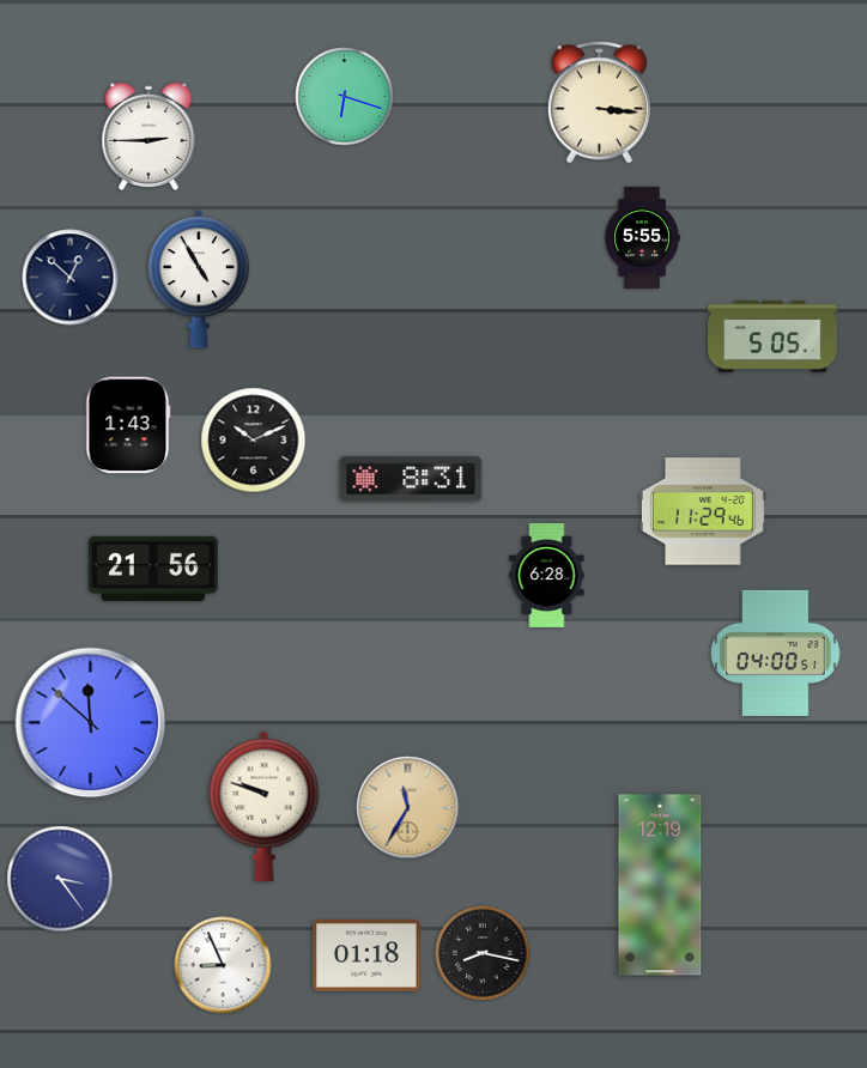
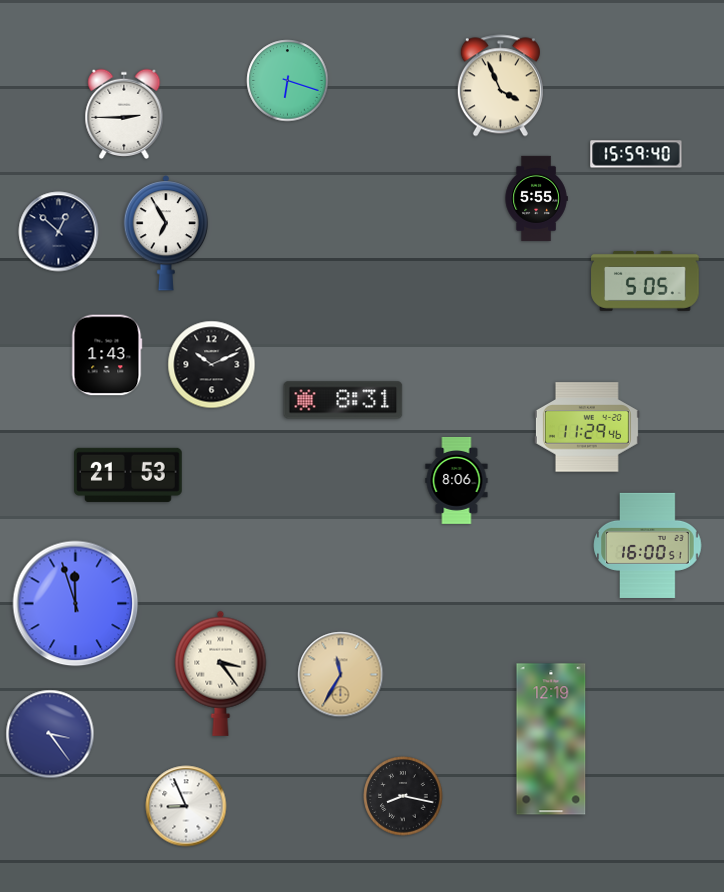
clock at (599, 103): 3:16 -> 3:56
clock at (636, 154): none -> 15:59
clock at (198, 279): 4:55 -> 6:55
clock at (254, 441) position: (254, 441) -> (212, 365)
clock at (153, 569): 21:56 -> 21:53
clock at (547, 575): 6:28 -> 8:06
clock at (776, 653): 04:00 -> 16:00
clock at (91, 723): 11:52 -> 11:57
clock at (265, 806): 9:48 -> 3:24
clock at (366, 955): 01:18 -> none
